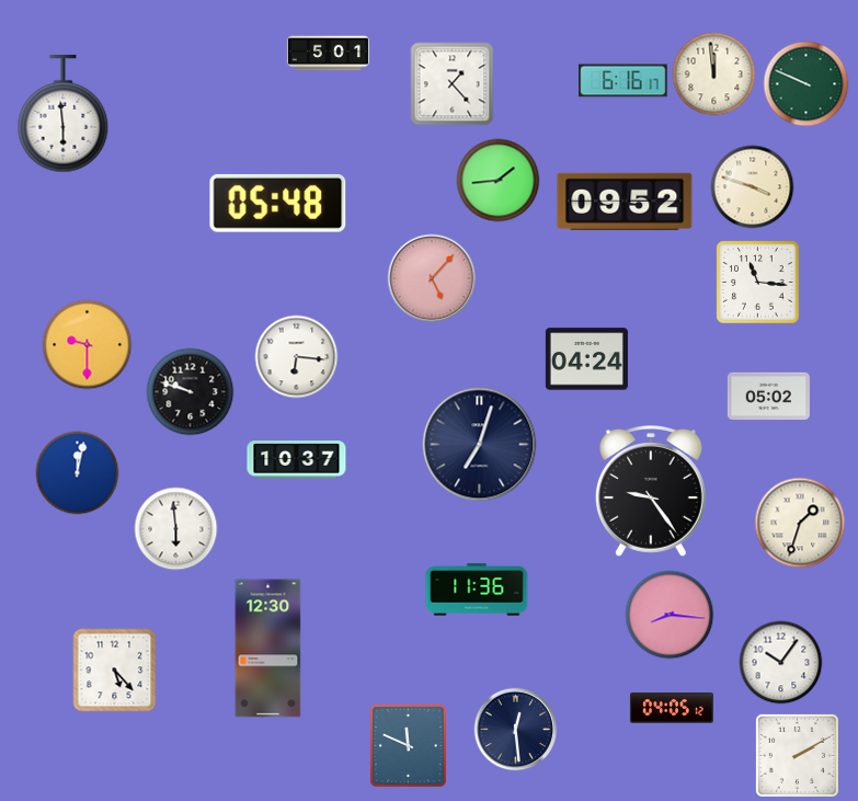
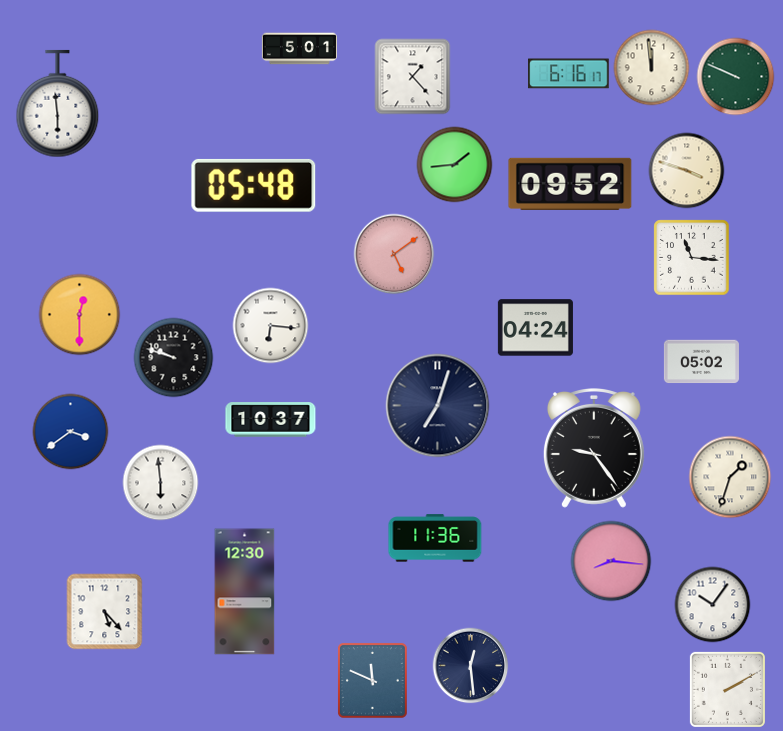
clock at (432, 278): 5:07 -> 5:09
clock at (88, 345): 9:30 -> 12:30
clock at (78, 473): 12:02 -> 3:39
clock at (672, 708): 04:05 -> none
